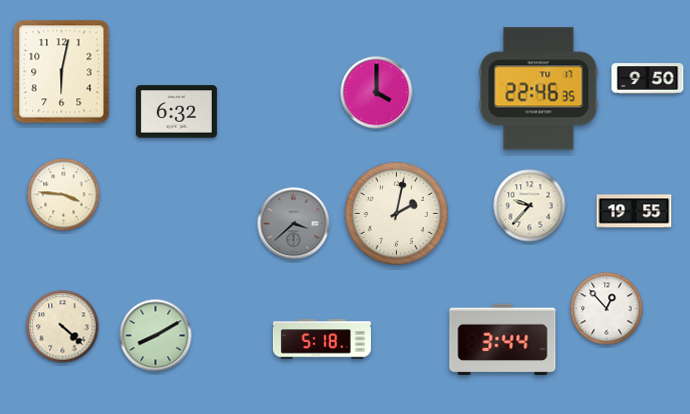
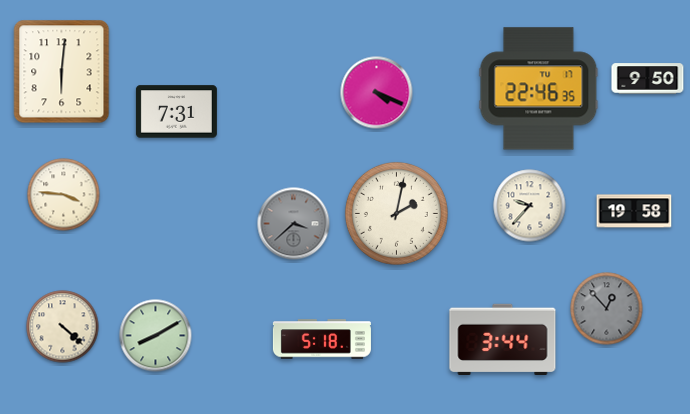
clock at (62, 72): 6:02 -> 6:01
clock at (377, 93): 4:00 -> 4:19
clock at (176, 112): 6:32 -> 7:31
clock at (634, 211): 19:55 -> 19:58
clock at (607, 309) dial: white -> grey
